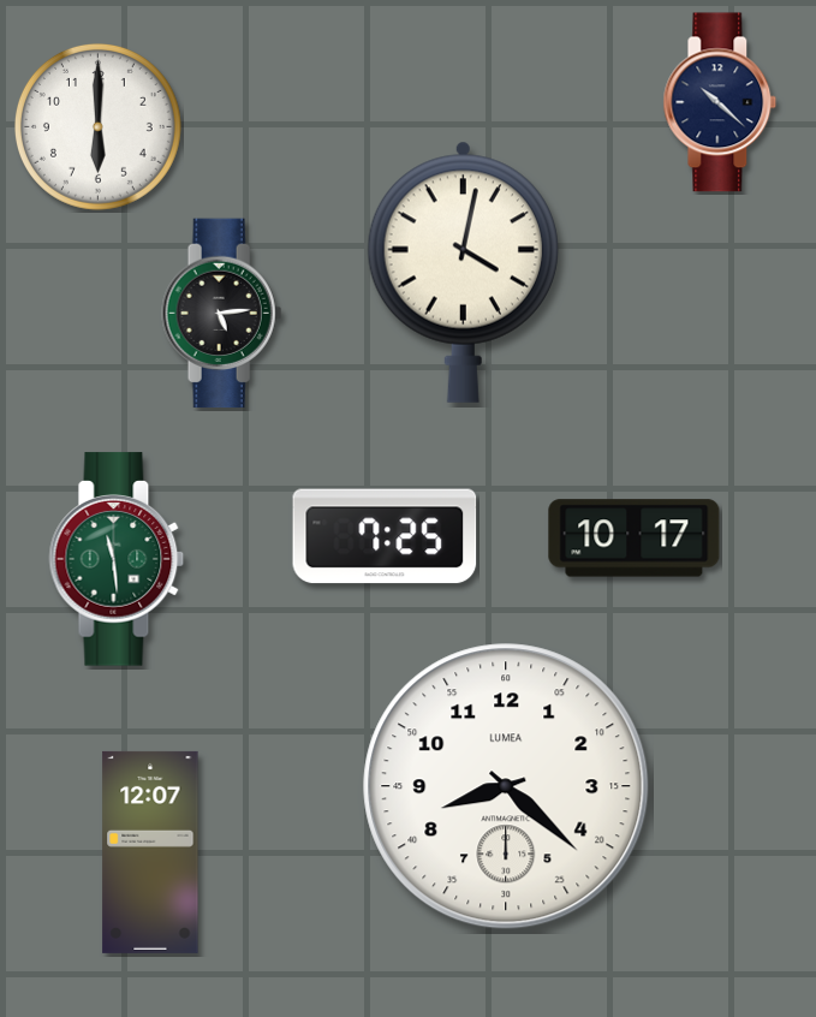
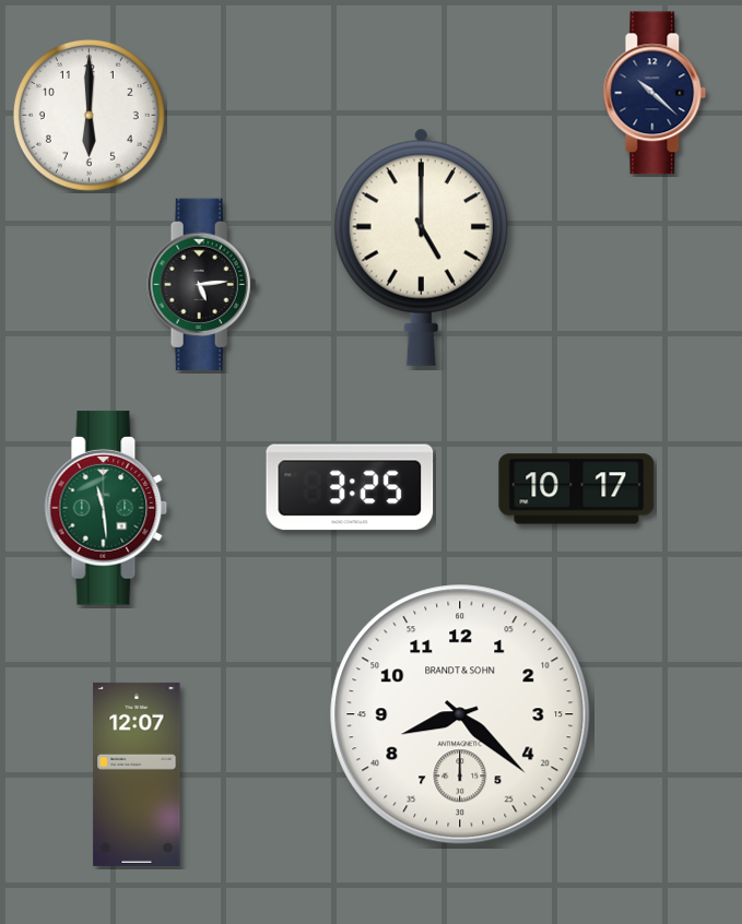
clock at (463, 272): 4:02 -> 5:00
clock at (385, 536): 7:25 -> 3:25
clock at (506, 786) brand: LUMEA -> BRANDT & SOHN
